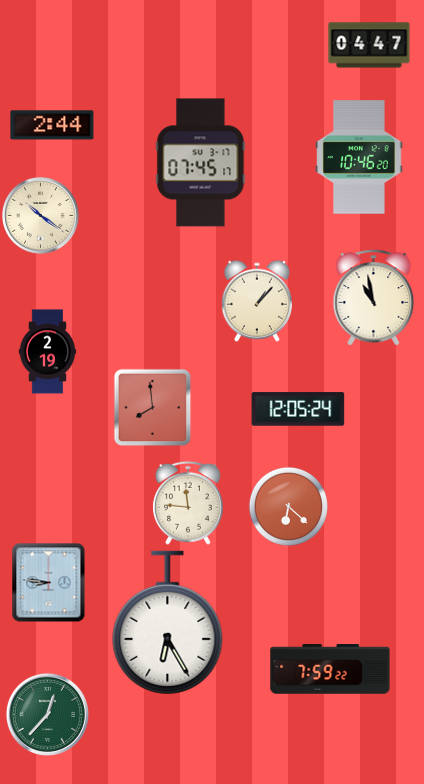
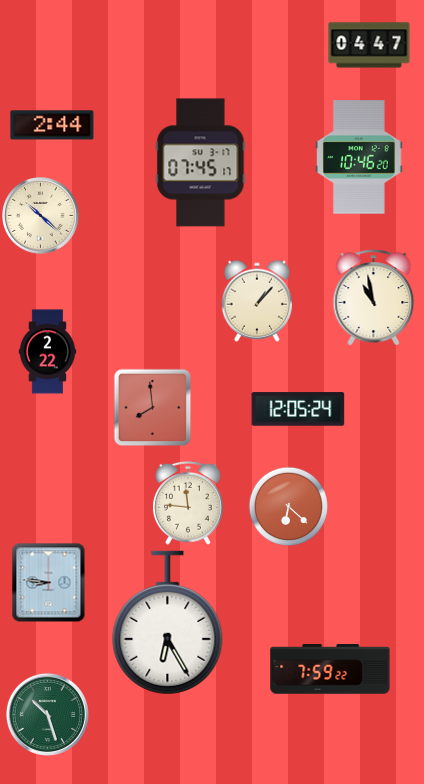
clock at (41, 216): 10:21 -> 10:22
clock at (48, 352): 2:19 -> 2:22
clock at (47, 714): 12:37 -> 10:27
